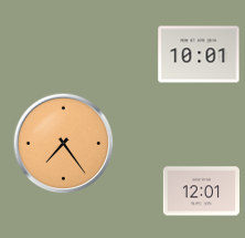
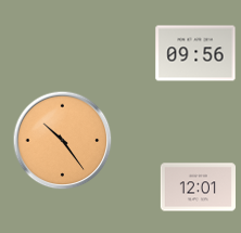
clock at (199, 54): 10:01 -> 09:56
clock at (64, 144): 7:24 -> 10:24
